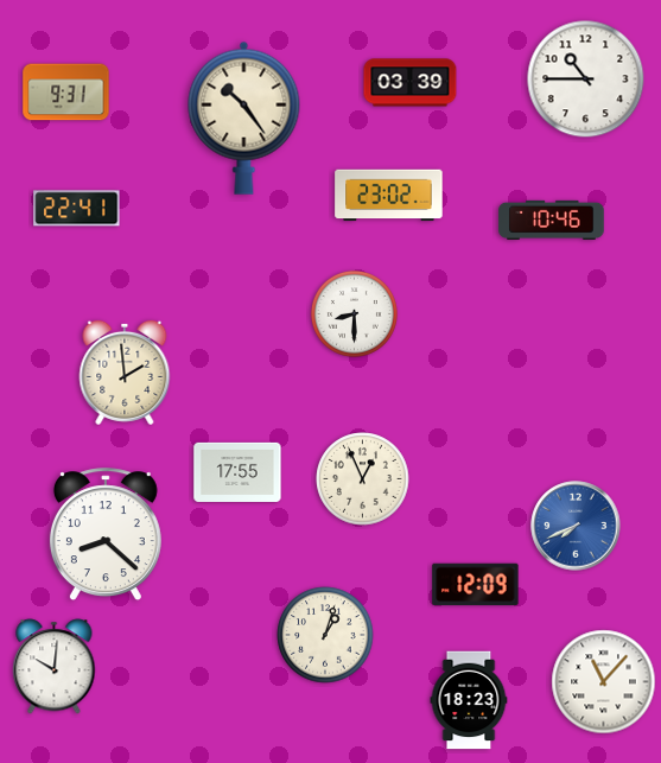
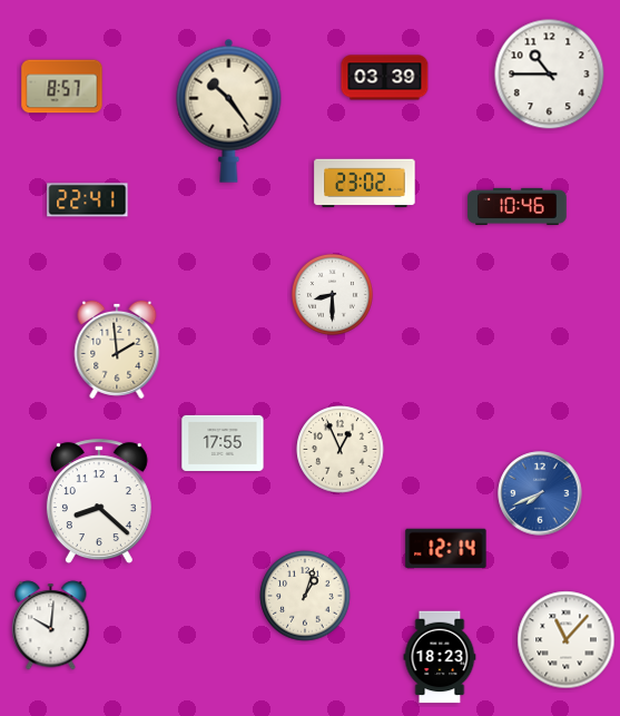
clock at (66, 93): 9:31 -> 8:57
clock at (77, 209) position: (77, 209) -> (88, 200)
clock at (476, 585): 12:09 -> 12:14
